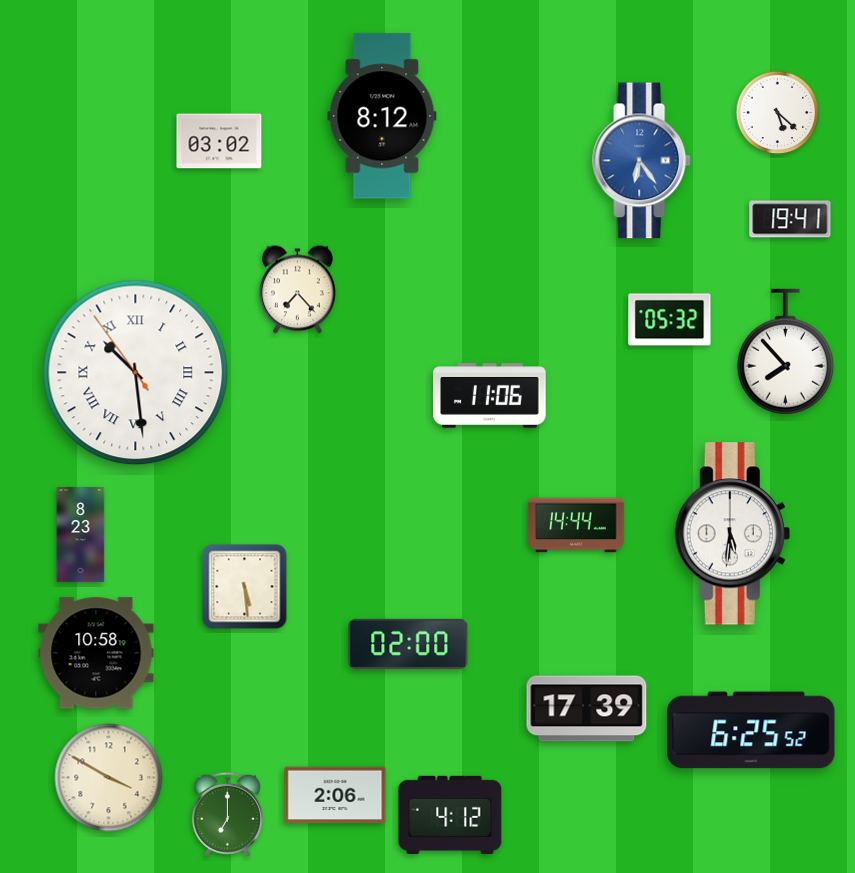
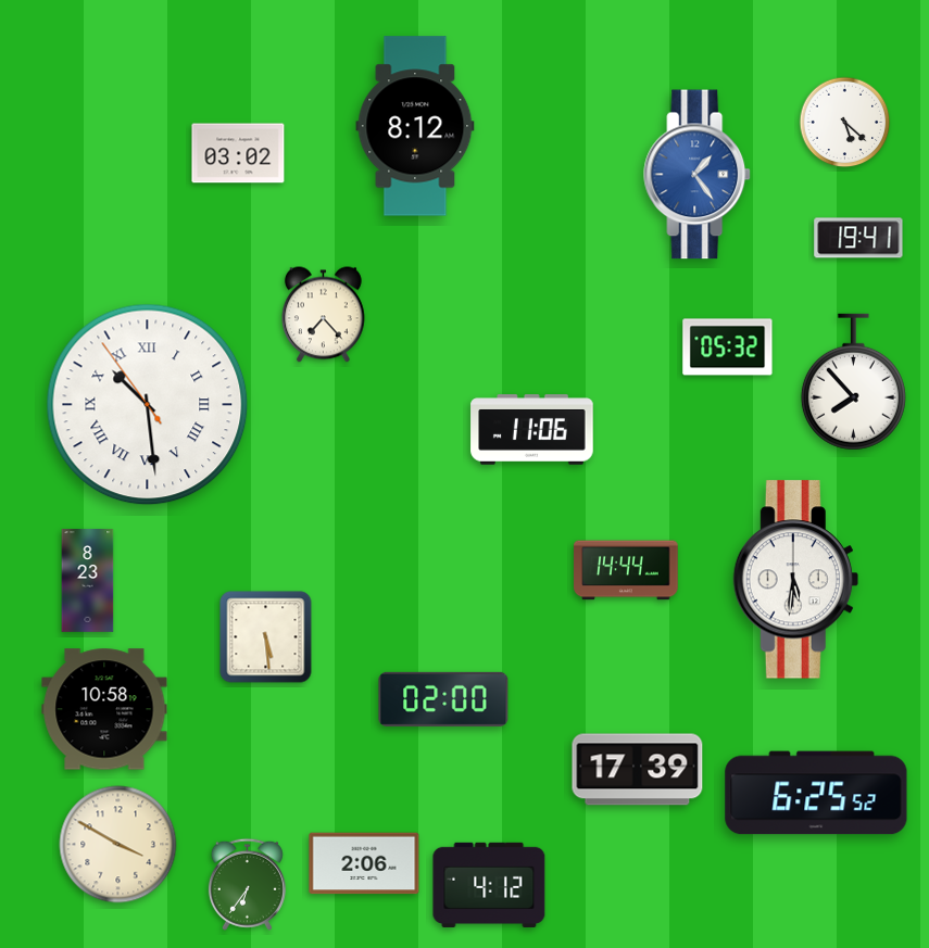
clock at (642, 161): 6:24 -> 1:24
clock at (227, 814): 7:00 -> 6:36
